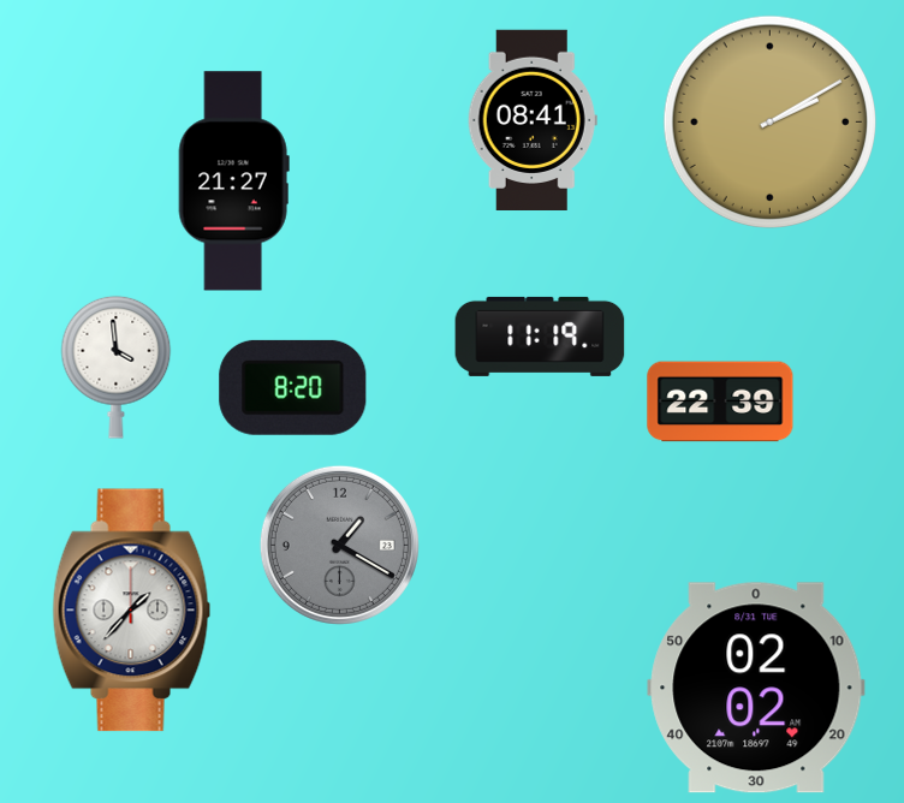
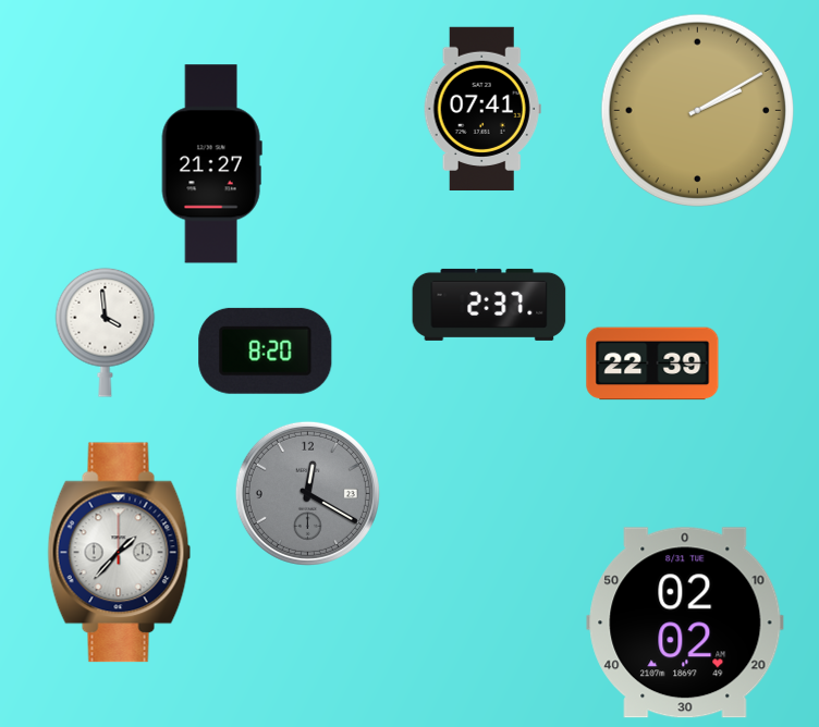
clock at (533, 119): 08:41 -> 07:41
clock at (540, 337): 11:19 -> 2:37
clock at (339, 545): 1:20 -> 12:20
